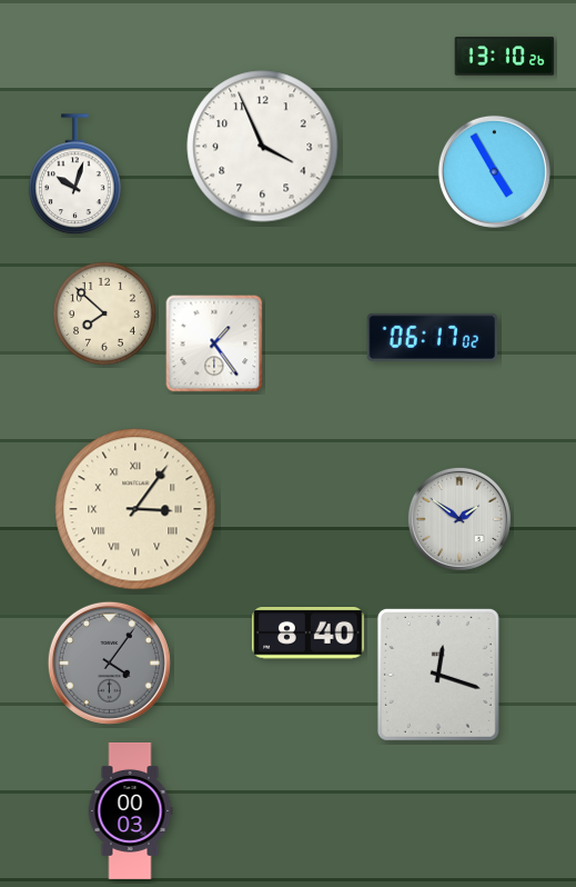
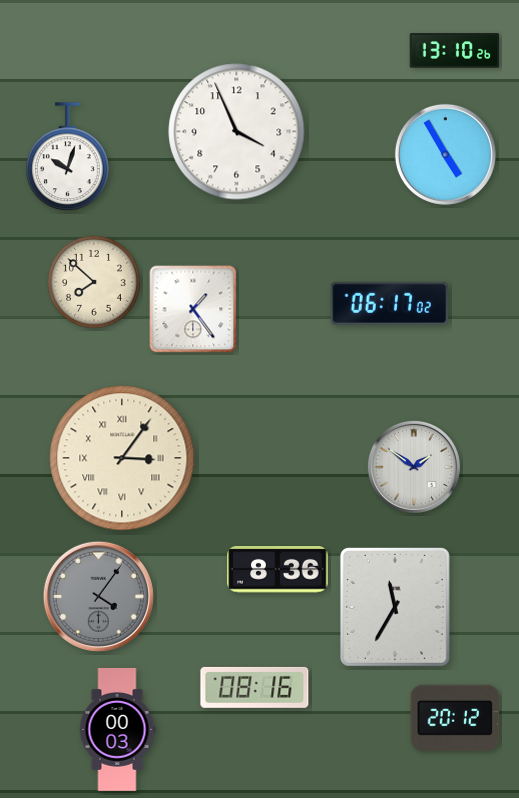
clock at (309, 634): 8:40 -> 8:36
clock at (438, 675): 12:18 -> 11:35
clock at (255, 687): none -> 08:16
clock at (455, 718): none -> 20:12
